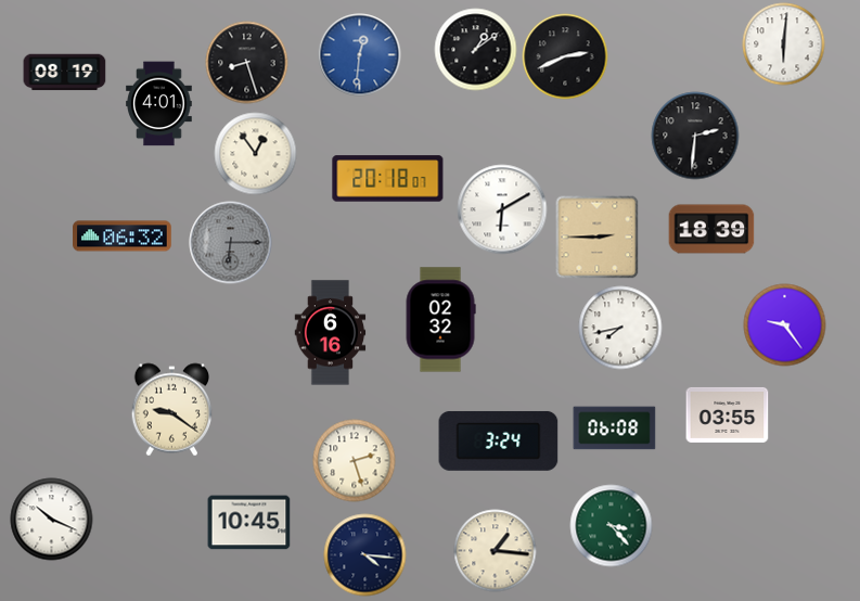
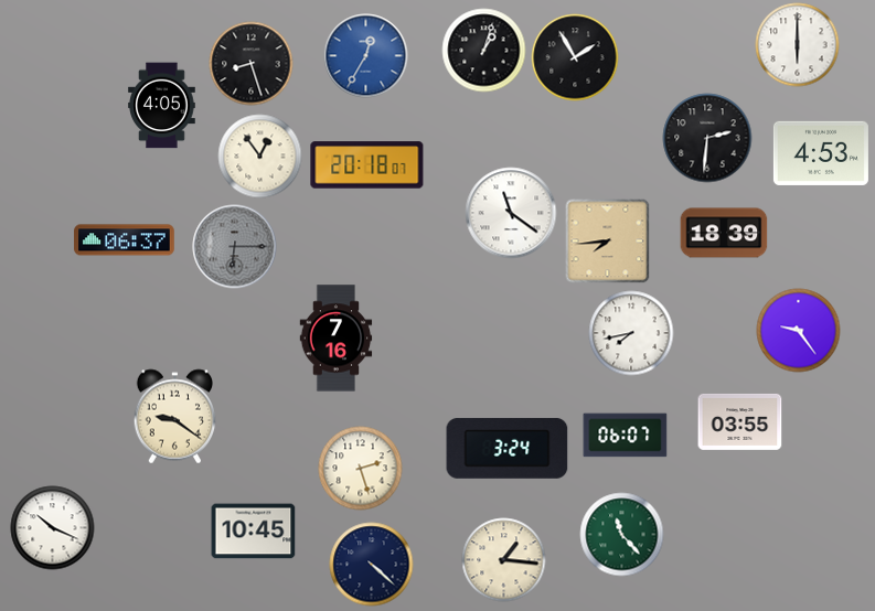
clock at (784, 44): 6:01 -> 6:00
clock at (476, 50): 1:09 -> 1:03
clock at (360, 55): 12:31 -> 12:35
clock at (565, 56): 2:41 -> 1:55
clock at (65, 73): 08:19 -> none
clock at (159, 104): 4:01 -> 4:05
clock at (821, 153): none -> 4:53
clock at (388, 179) position: (388, 179) -> (367, 165)
clock at (502, 209): 6:10 -> 11:21
clock at (123, 236): 06:32 -> 06:37
clock at (598, 238): 2:45 -> 7:44
clock at (440, 320): 02:32 -> none
clock at (331, 333): 6:16 -> 7:16
clock at (615, 429): 06:08 -> 06:07
clock at (612, 526): 3:23 -> 11:23
clock at (365, 555): 4:16 -> 4:22
